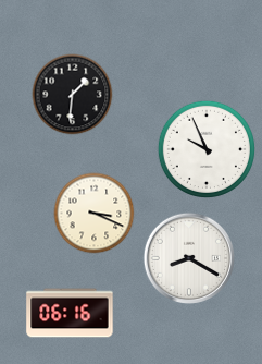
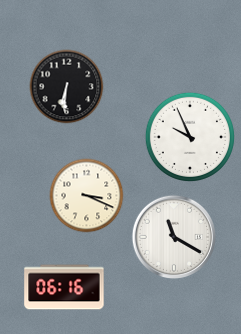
clock at (73, 95): 1:31 -> 6:31
clock at (188, 257): 8:20 -> 11:20
